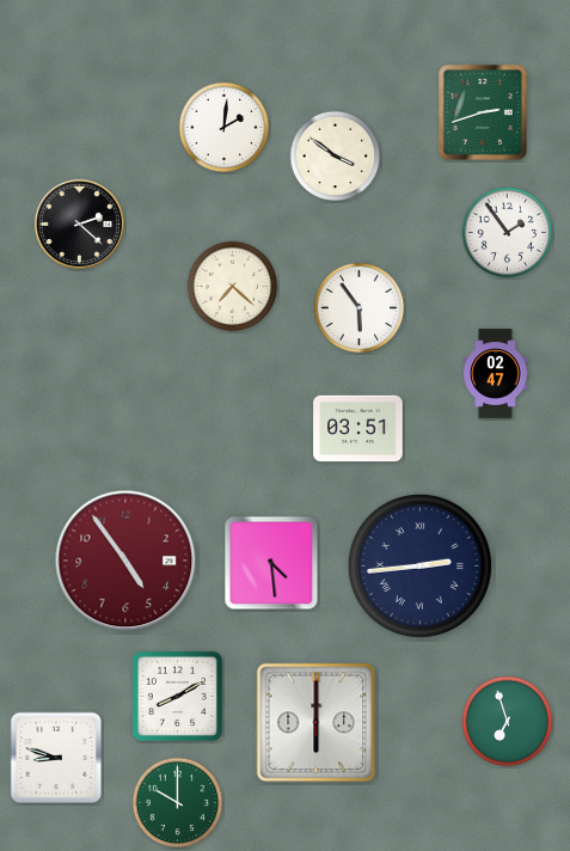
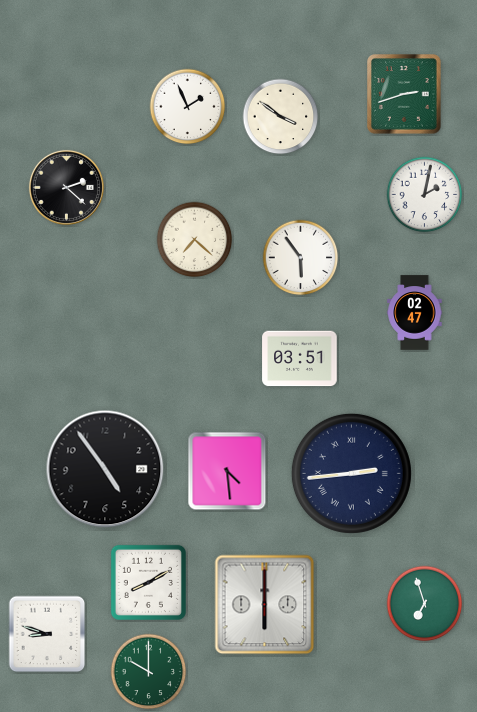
clock at (225, 128): 2:01 -> 1:56
clock at (336, 157) position: (336, 157) -> (281, 117)
clock at (508, 233): 1:54 -> 2:02
clock at (125, 561) dial: burgundy -> black
